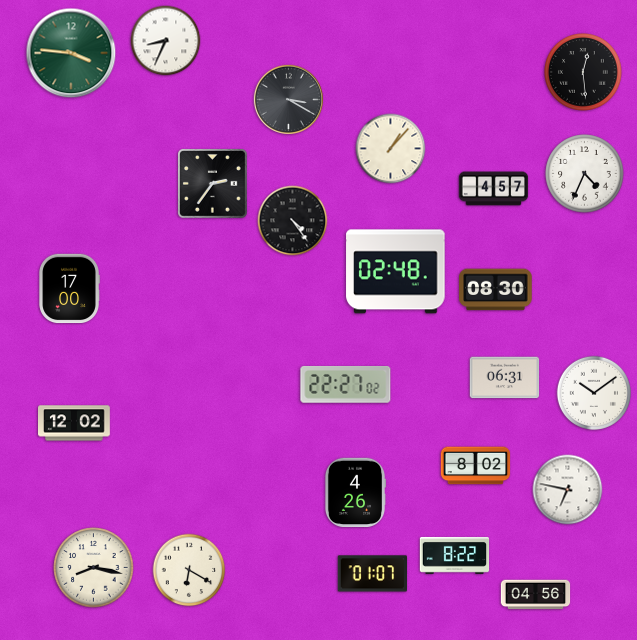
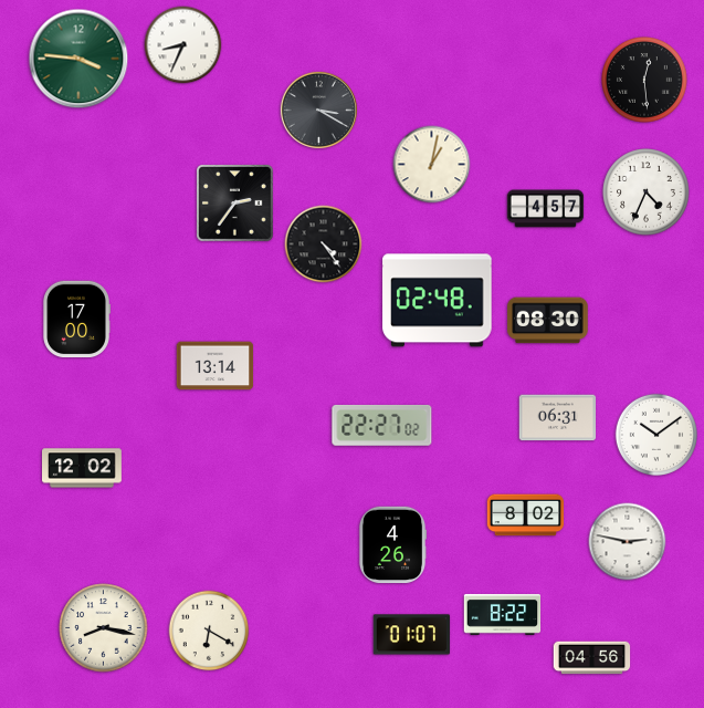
clock at (391, 149): 1:07 -> 1:02
clock at (216, 366): none -> 13:14
clock at (568, 490): 6:47 -> 2:47
